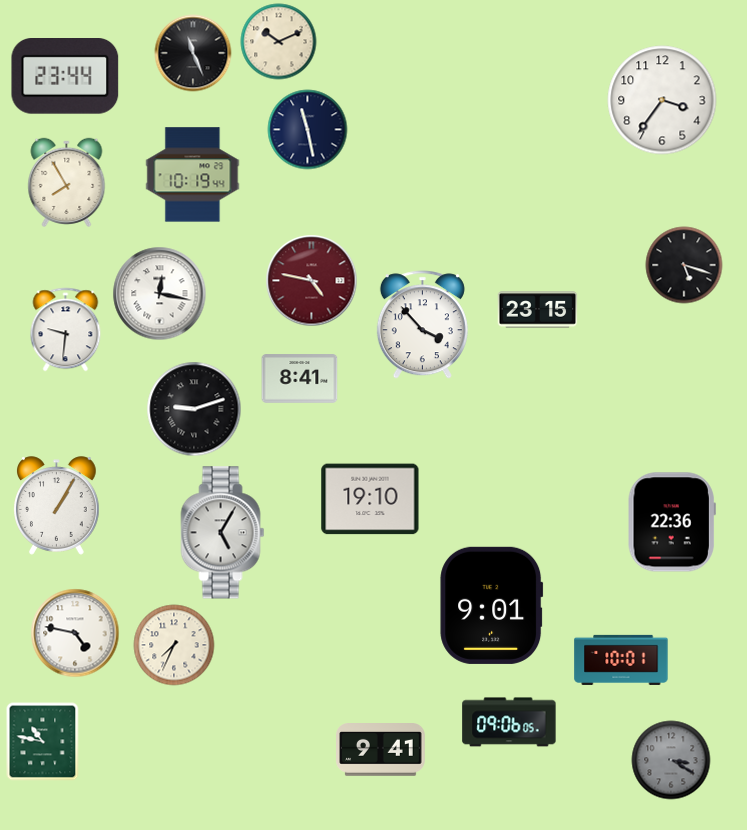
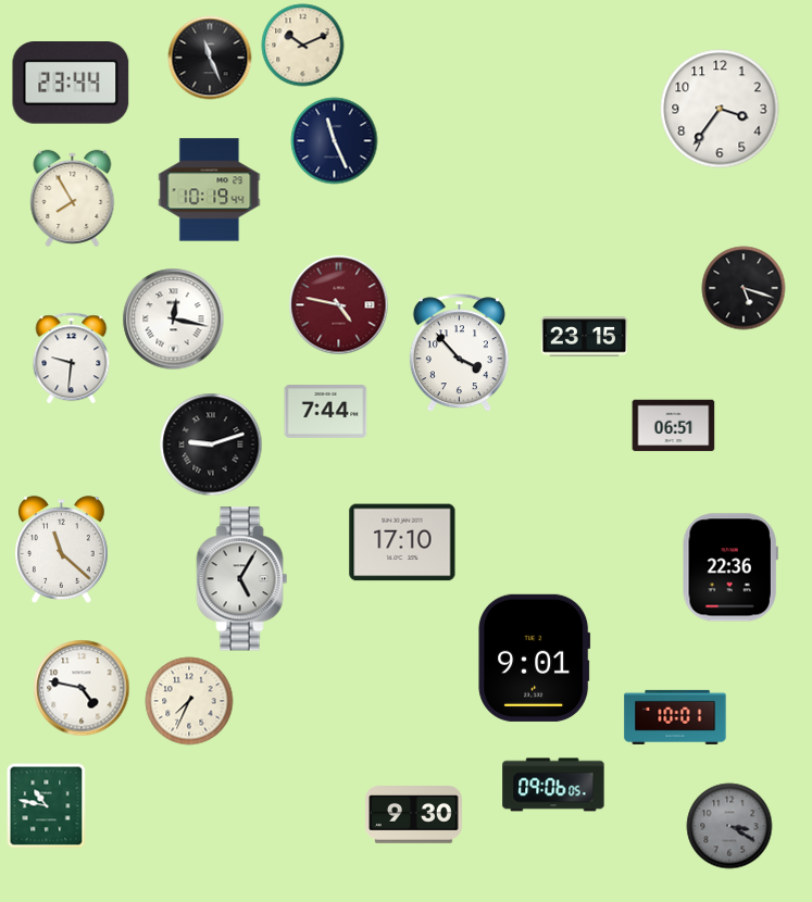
clock at (308, 130): 11:28 -> 11:26
clock at (300, 379): 8:41 -> 7:44
clock at (674, 426): none -> 06:51
clock at (370, 499): 19:10 -> 17:10
clock at (57, 506): 1:05 -> 11:22
clock at (381, 750): 9:41 -> 9:30
